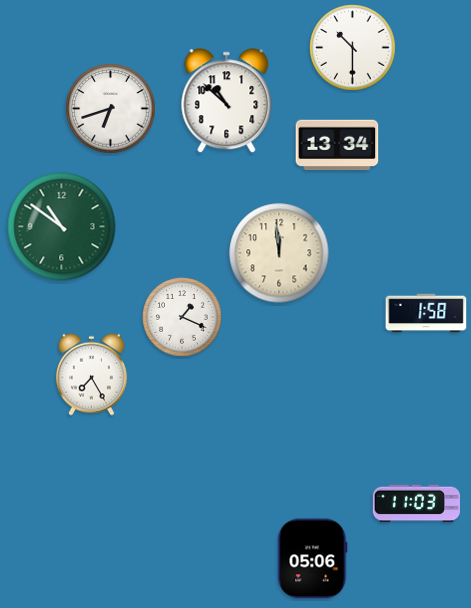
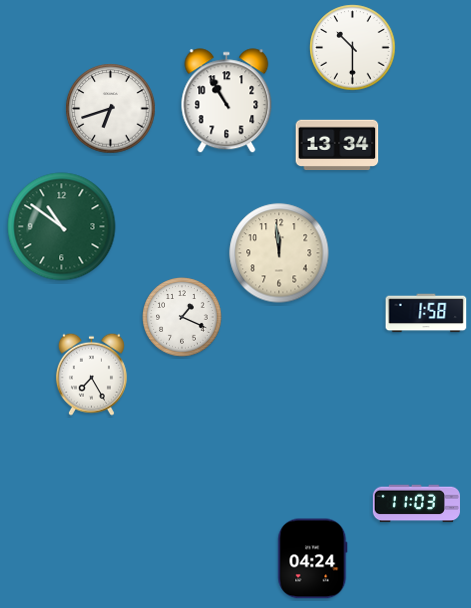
clock at (227, 101): 10:52 -> 10:55
clock at (313, 559): 05:06 -> 04:24
